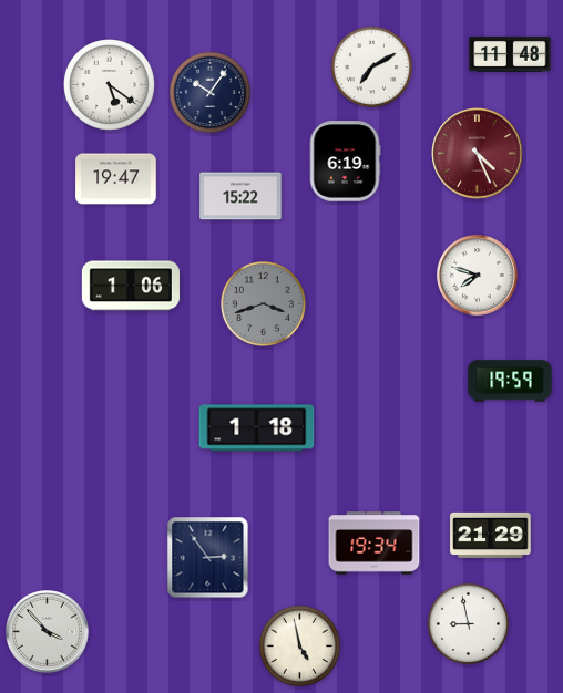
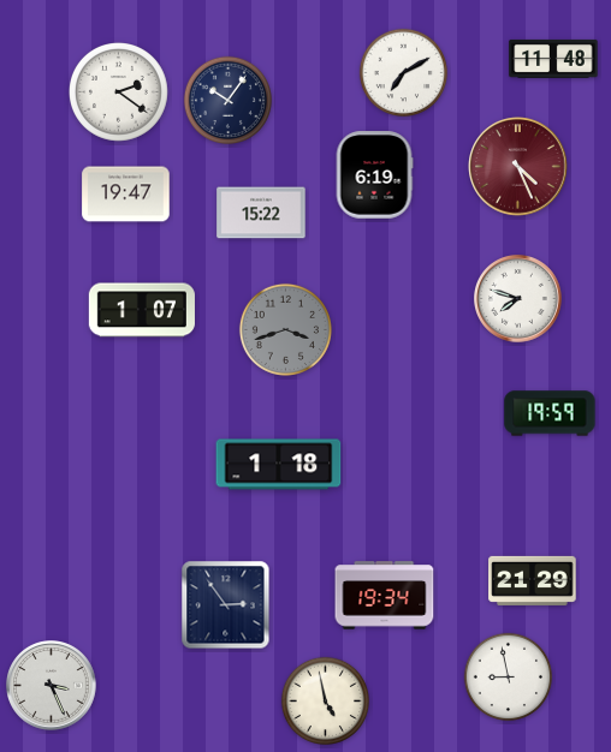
clock at (110, 85): 5:21 -> 2:21
clock at (131, 286): 1:06 -> 1:07
clock at (510, 381) position: (510, 381) -> (550, 413)
clock at (375, 544) position: (375, 544) -> (385, 596)
clock at (48, 632): 3:53 -> 3:26
